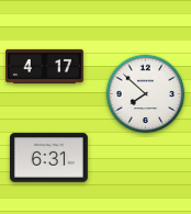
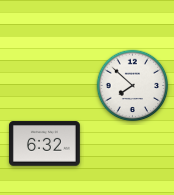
clock at (45, 66): 4:17 -> none
clock at (48, 158): 6:31 -> 6:32
